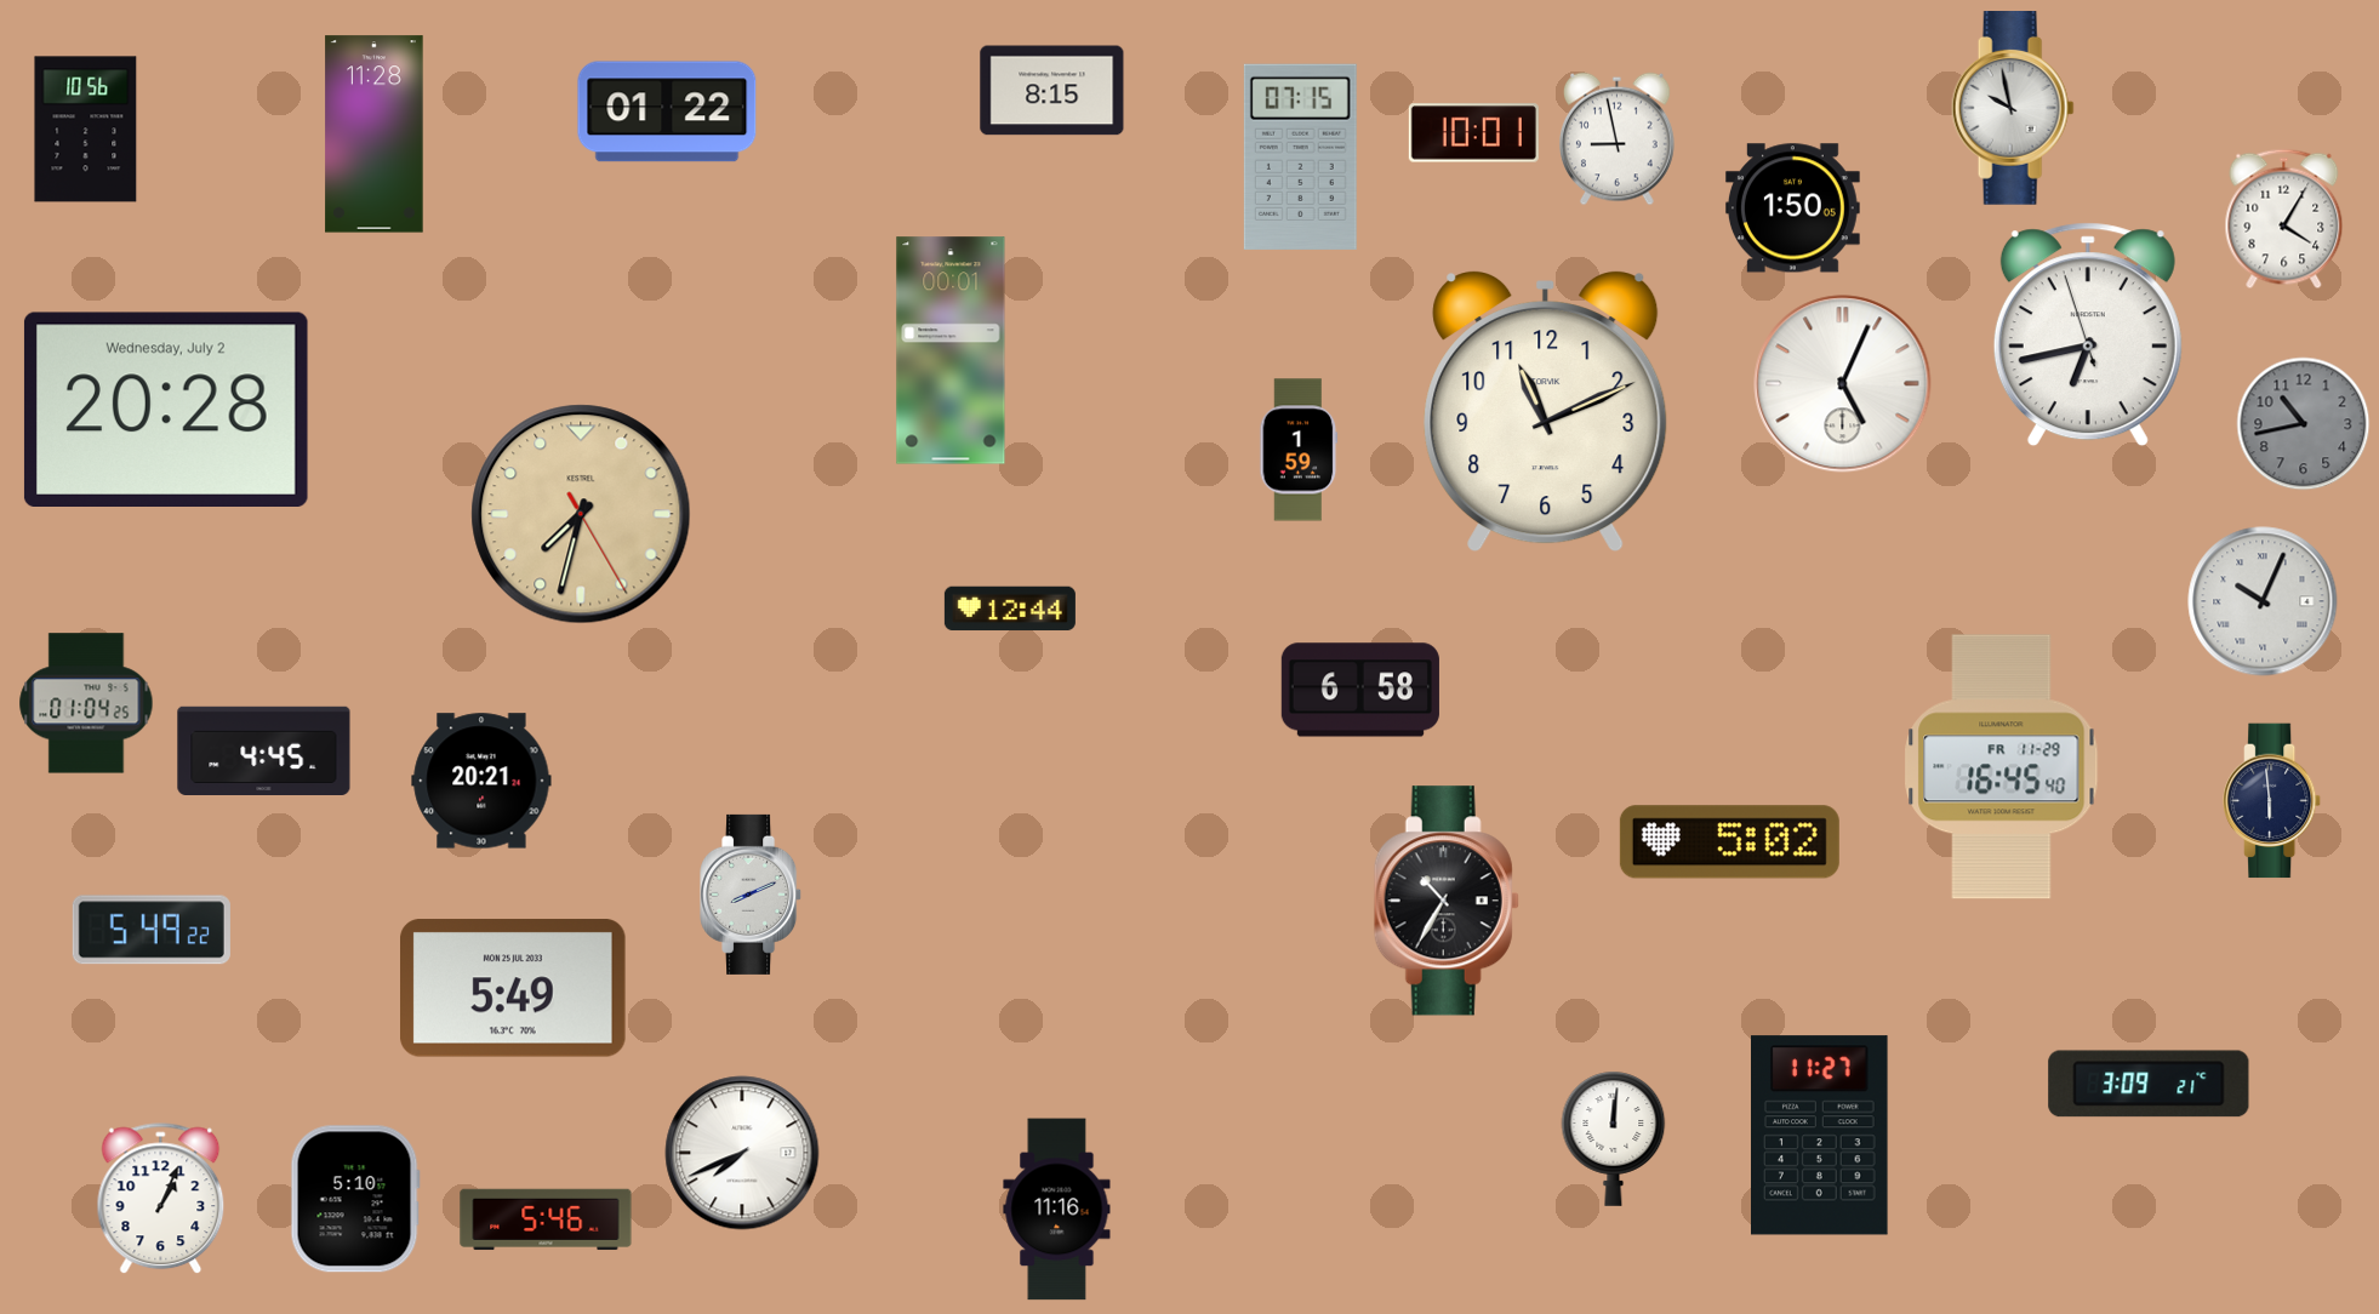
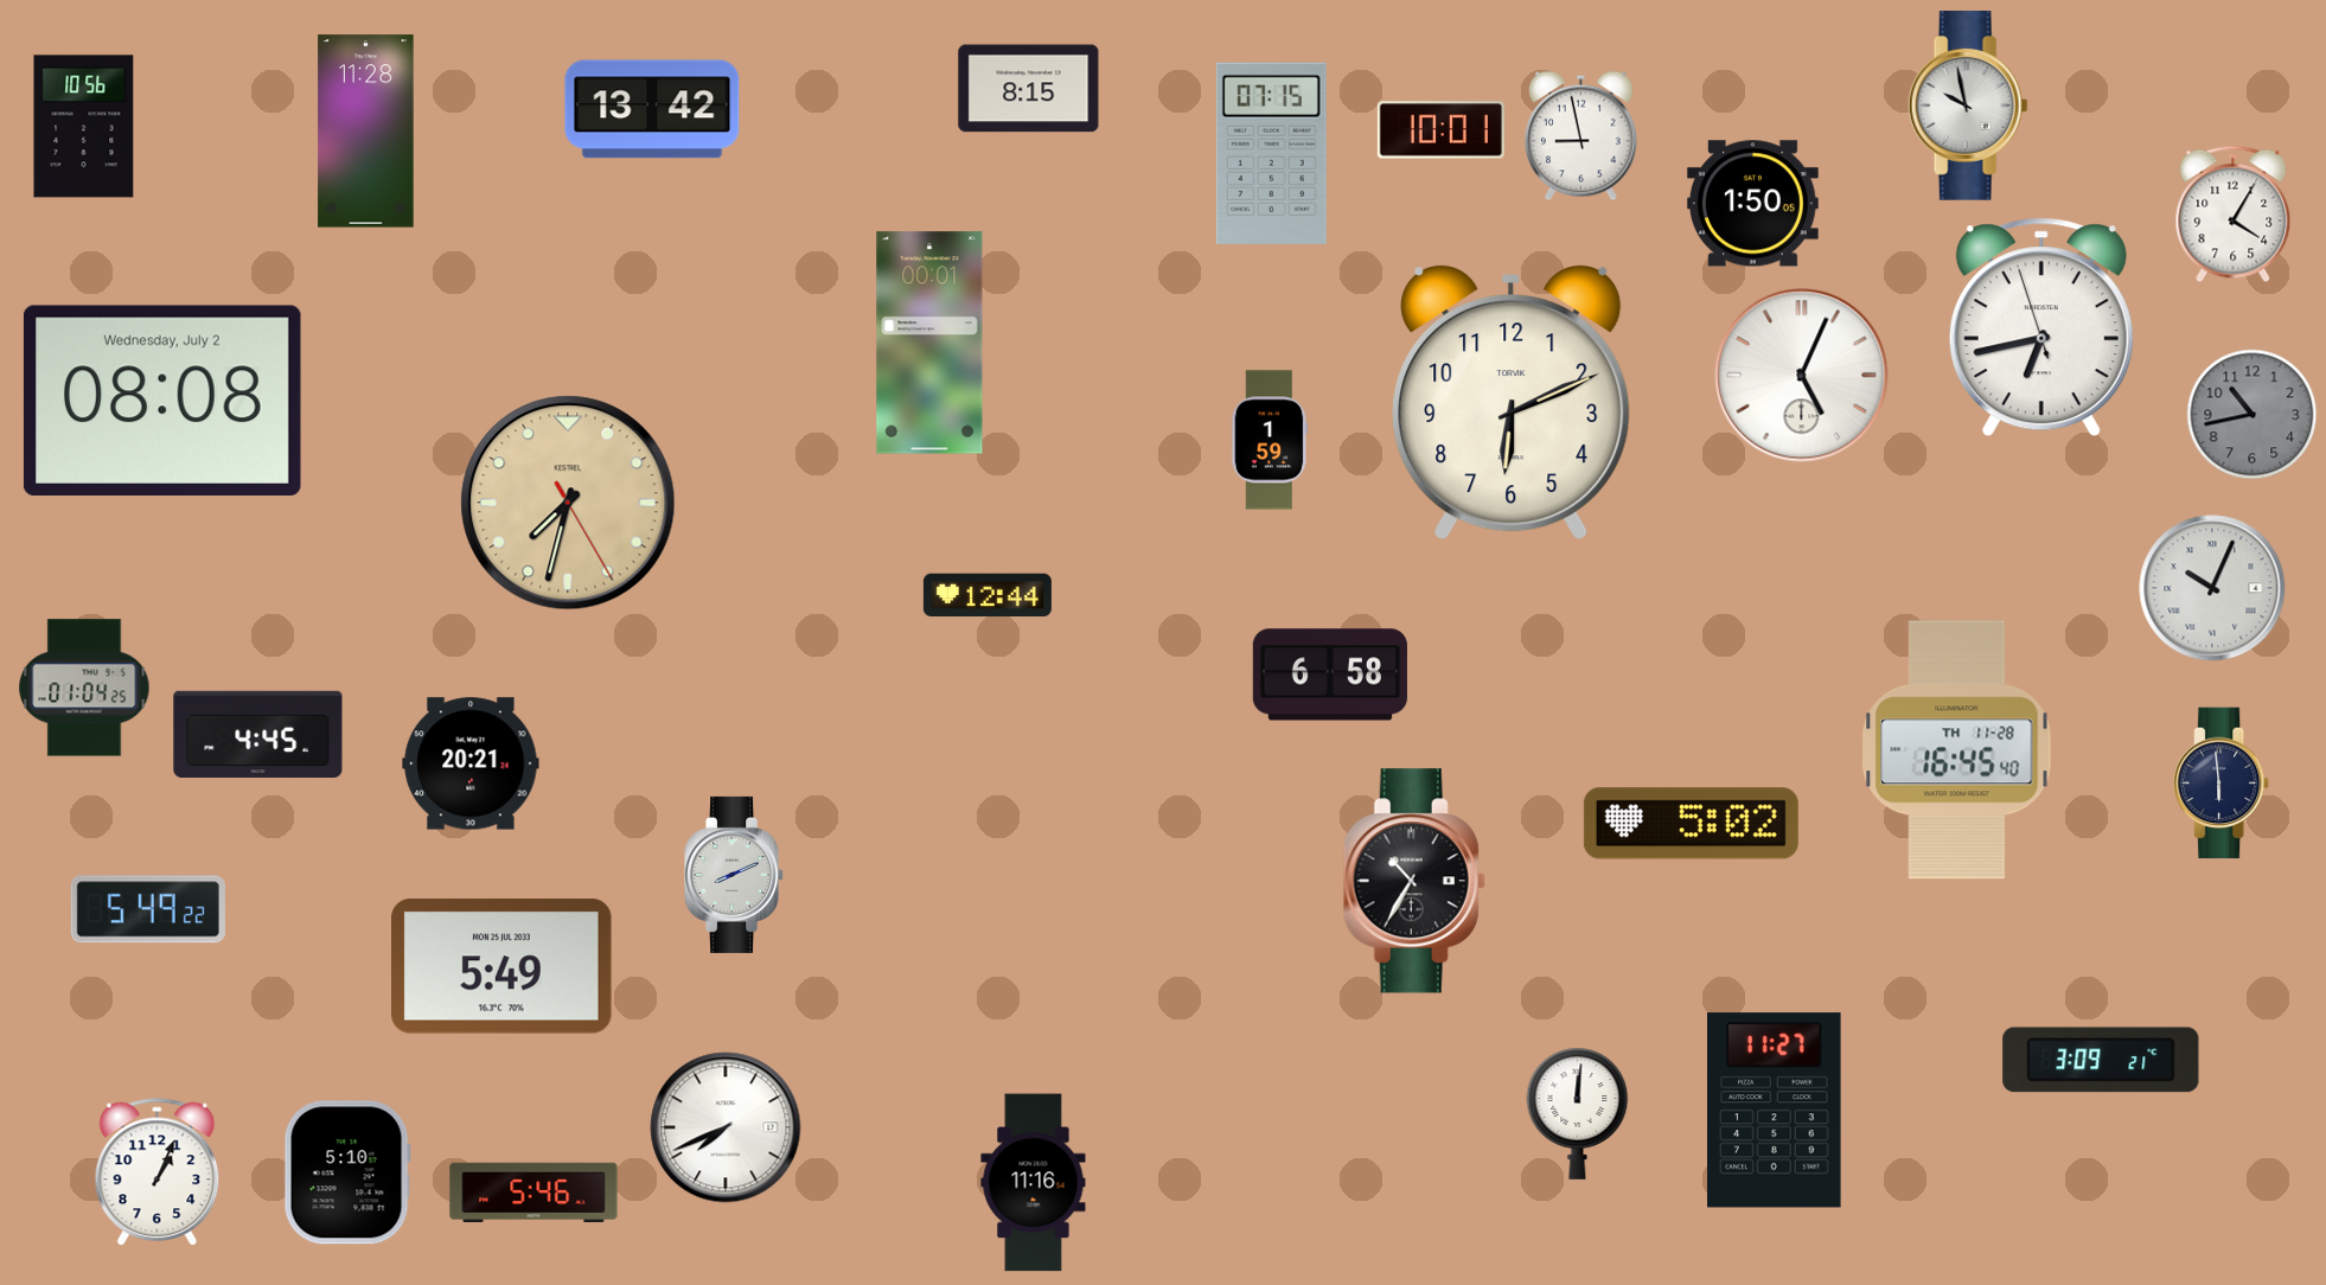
clock at (667, 112): 01:22 -> 13:42
clock at (166, 410): 20:28 -> 08:08
clock at (1546, 412): 11:11 -> 6:11
clock at (2002, 767) date: FR 11-29 -> TH 11-28
clock at (1820, 1136) position: (1820, 1136) -> (1775, 1111)
